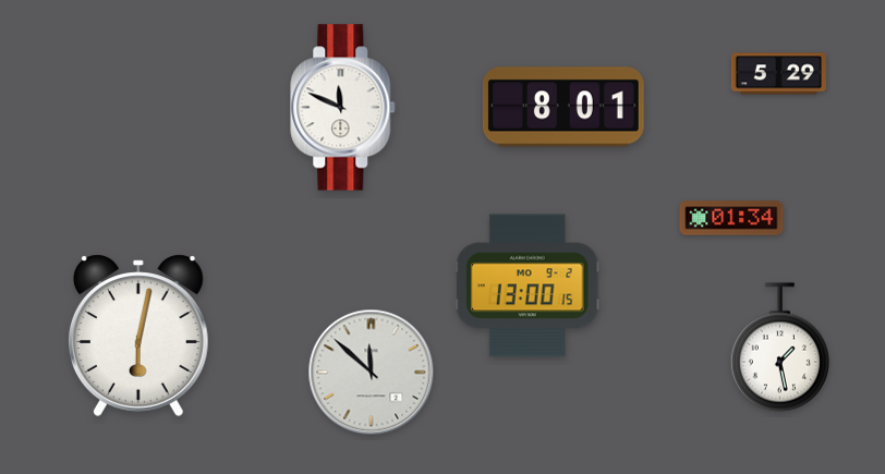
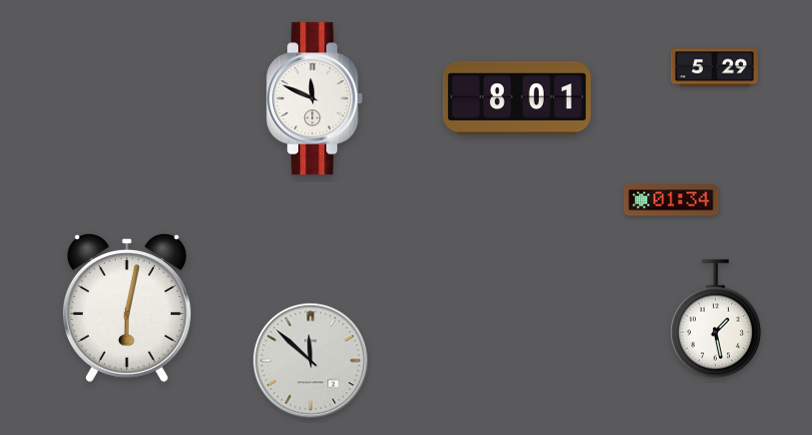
clock at (528, 285): 13:00 -> none
clock at (372, 373) position: (372, 373) -> (311, 361)
